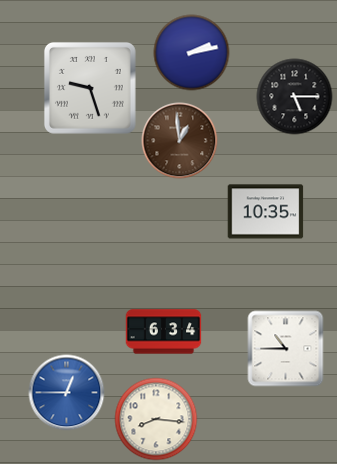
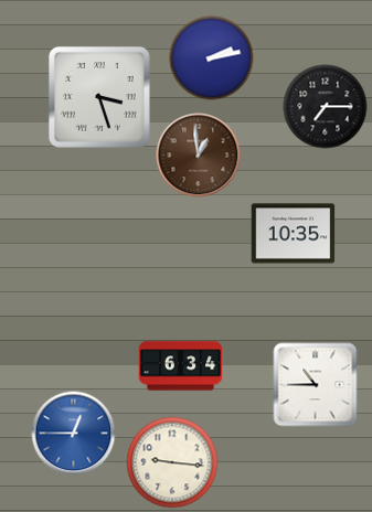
clock at (90, 88): 9:27 -> 3:27
clock at (295, 97): 5:15 -> 7:15
clock at (156, 419): 8:16 -> 9:16
